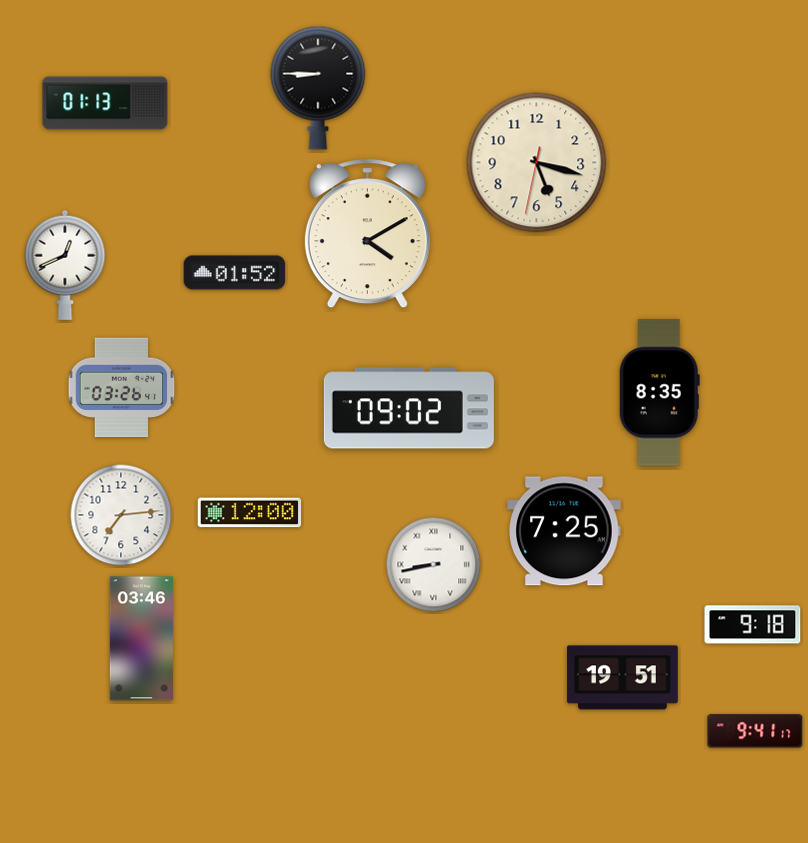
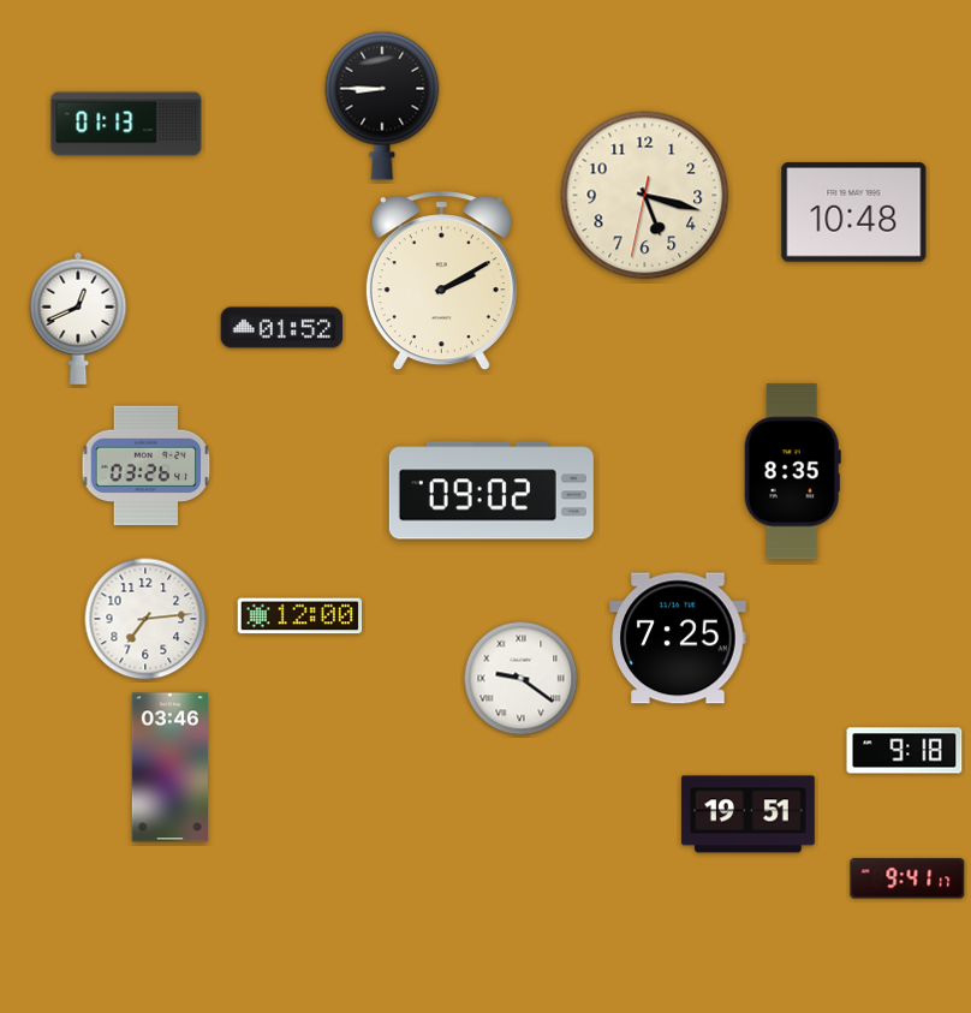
clock at (854, 213): none -> 10:48
clock at (367, 234): 4:10 -> 2:10
clock at (434, 565): 8:43 -> 9:21
